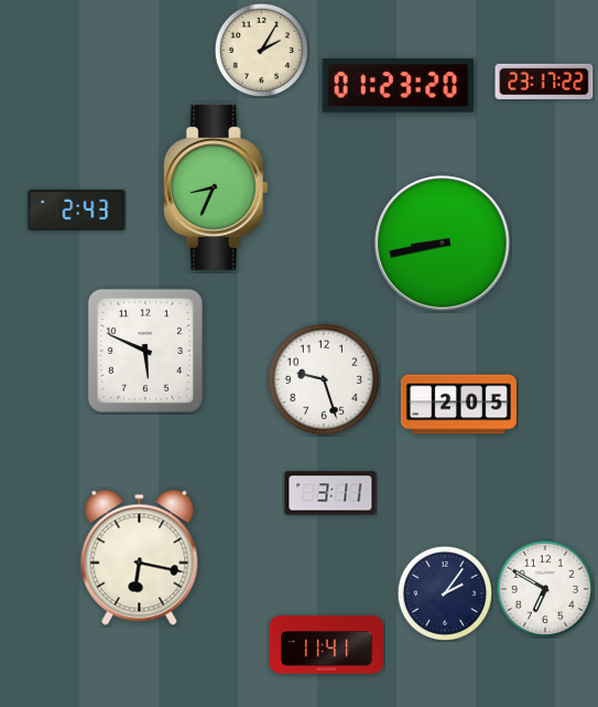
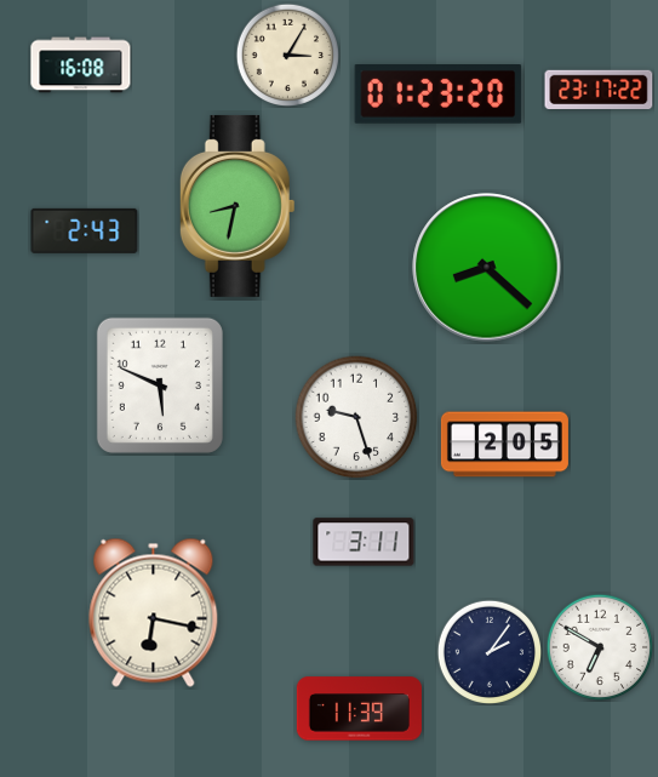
clock at (261, 50): 2:05 -> 3:05
clock at (81, 65): none -> 16:08
clock at (216, 188): 8:34 -> 8:32
clock at (443, 244): 8:43 -> 8:22
clock at (326, 645): 11:41 -> 11:39
